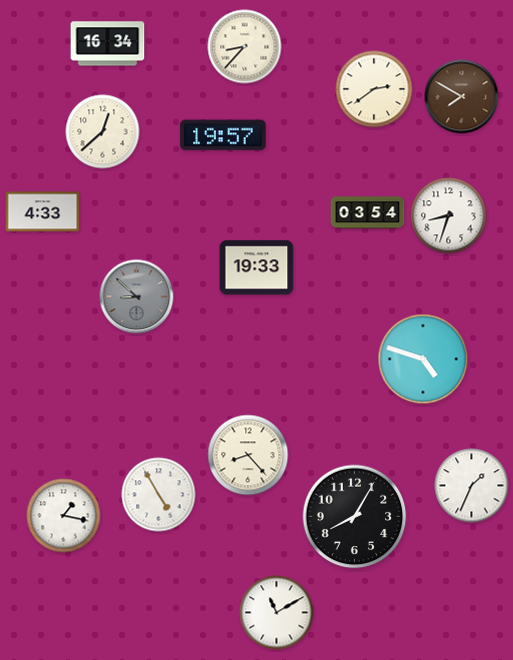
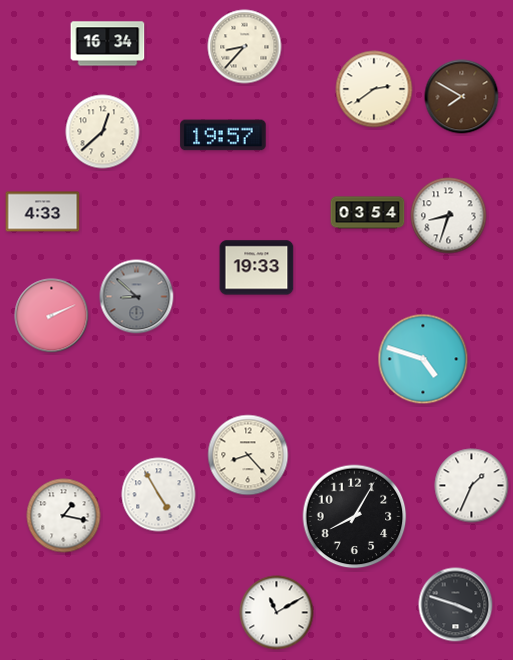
clock at (52, 316): none -> 2:11
clock at (456, 605): none -> 3:48
